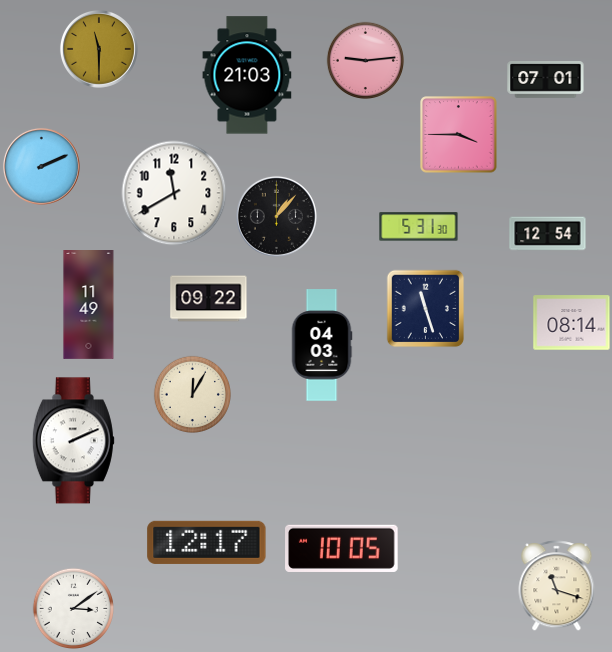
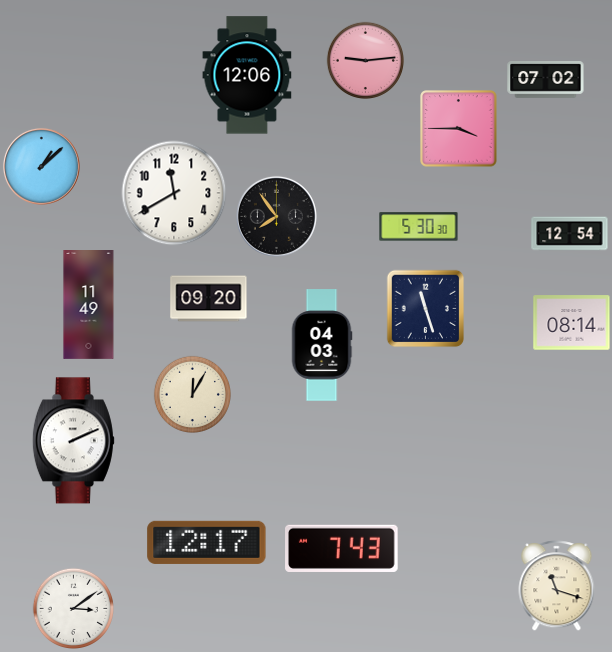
clock at (99, 49): 11:30 -> none
clock at (247, 75): 21:03 -> 12:06
clock at (546, 80): 07:01 -> 07:02
clock at (459, 135) position: (459, 135) -> (459, 129)
clock at (41, 166): 2:11 -> 1:08
clock at (276, 216): 1:07 -> 7:54
clock at (419, 227): 5:31 -> 5:30
clock at (548, 234) position: (548, 234) -> (570, 234)
clock at (209, 299): 09:22 -> 09:20
clock at (342, 548): 10:05 -> 7:43
